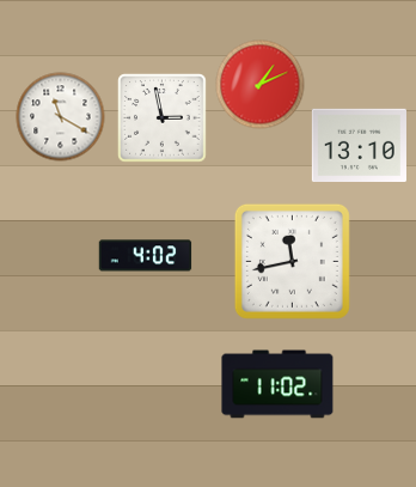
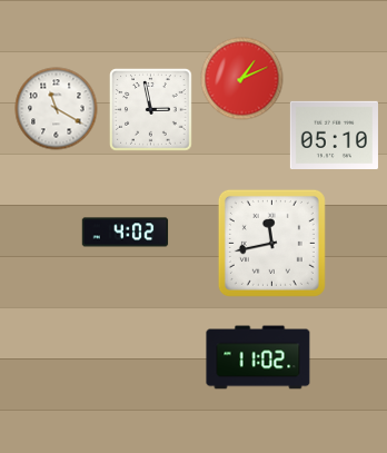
clock at (359, 145): 13:10 -> 05:10
clock at (146, 256) position: (146, 256) -> (126, 233)
